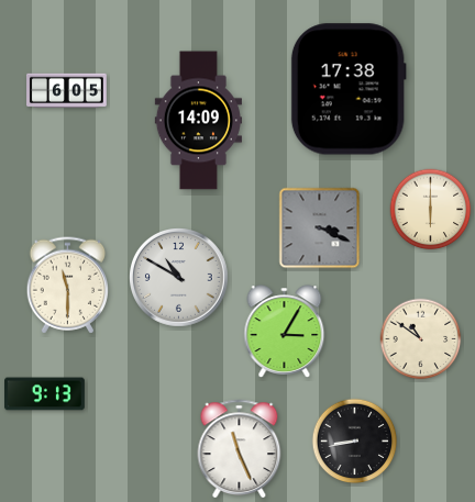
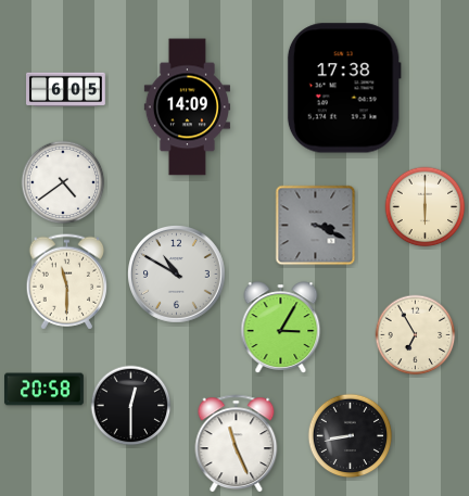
clock at (198, 121) position: (198, 121) -> (187, 107)
clock at (63, 182): none -> 4:39
clock at (421, 339): 10:51 -> 6:55
clock at (45, 394): 9:13 -> 20:58
clock at (131, 406): none -> 12:30
